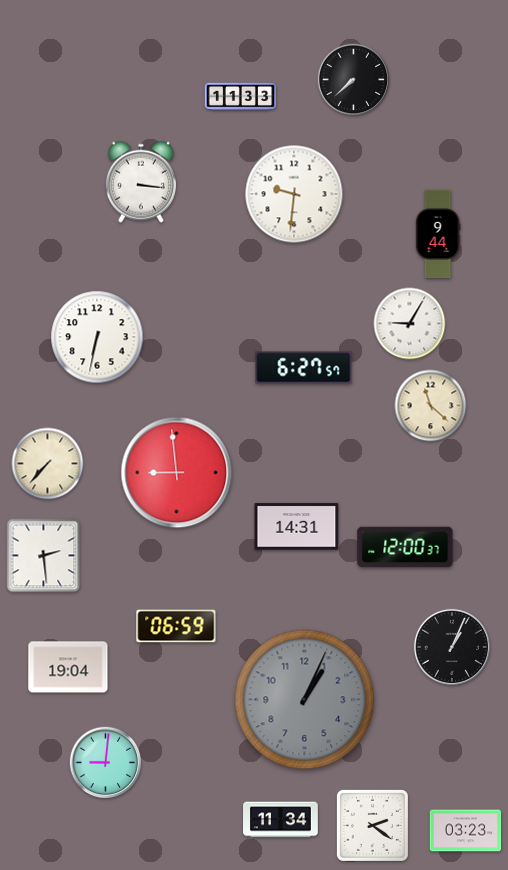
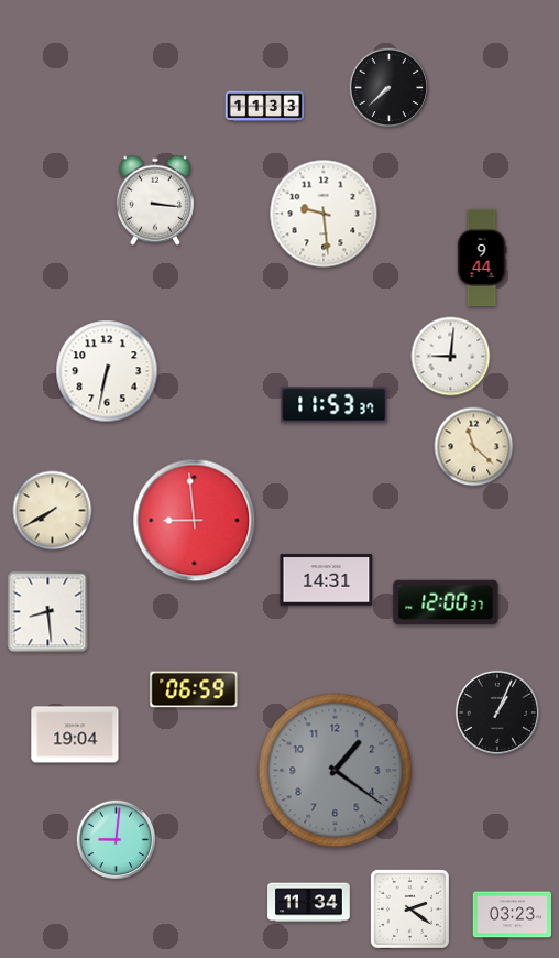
clock at (294, 194): 9:31 -> 9:29
clock at (410, 324): 9:05 -> 9:01
clock at (304, 368): 6:27 -> 11:53
clock at (48, 464): 7:37 -> 7:40
clock at (44, 556): 2:29 -> 8:29
clock at (305, 700): 1:04 -> 1:21
